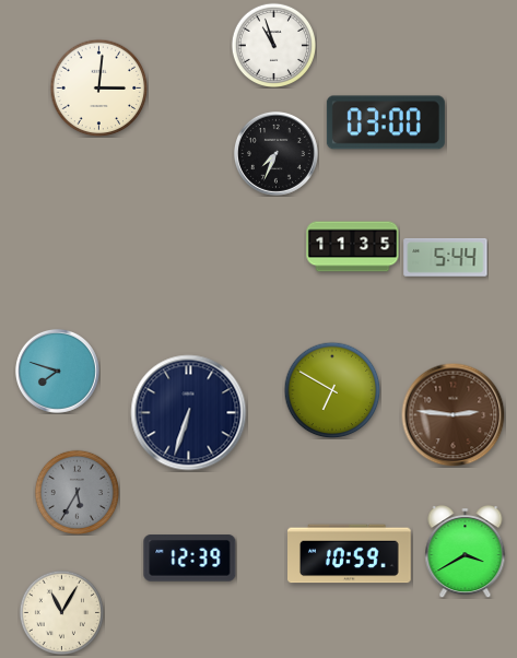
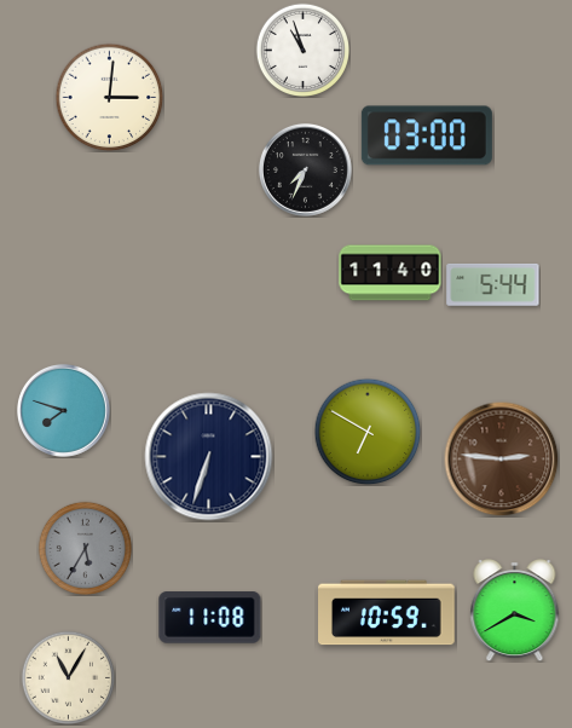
clock at (353, 247): 11:35 -> 11:40
clock at (77, 492) position: (77, 492) -> (85, 548)
clock at (190, 559): 12:39 -> 11:08
